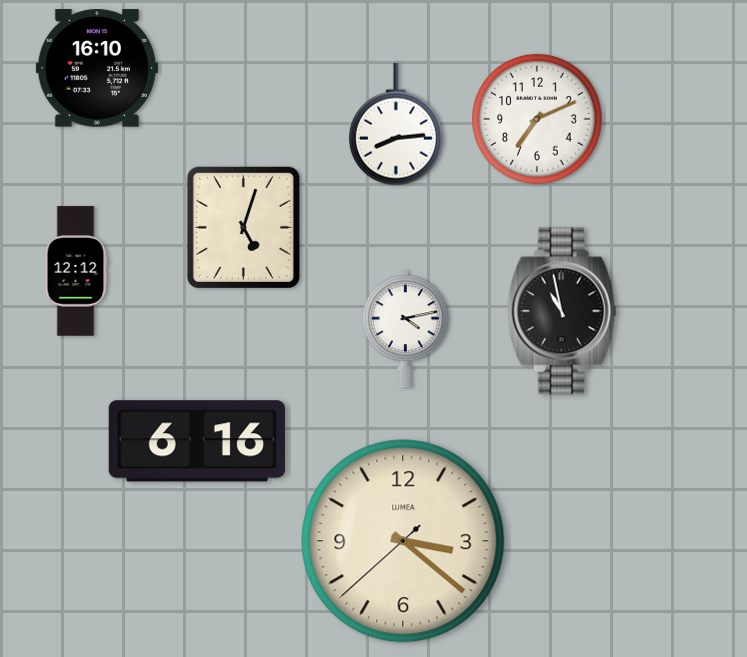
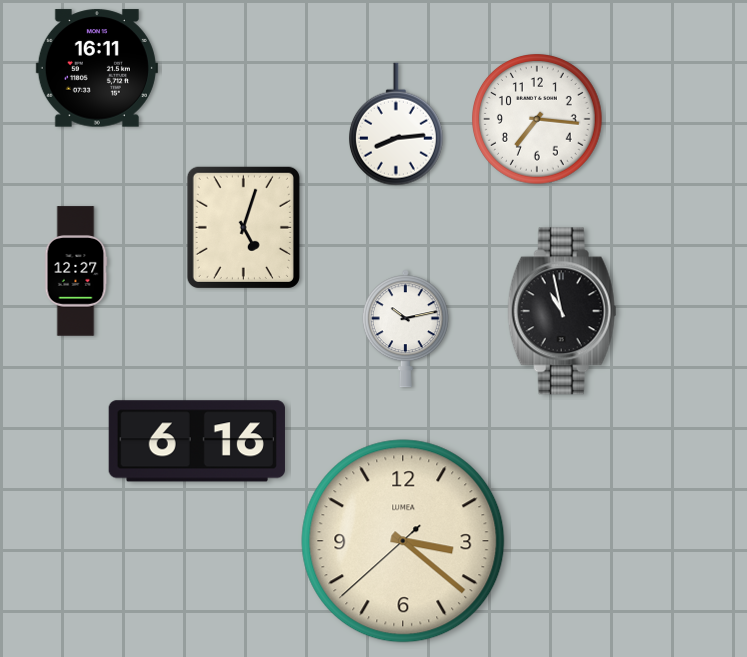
clock at (97, 68): 16:10 -> 16:11
clock at (538, 120): 7:11 -> 7:16
clock at (76, 271): 12:12 -> 12:27
clock at (405, 329): 4:13 -> 10:13
